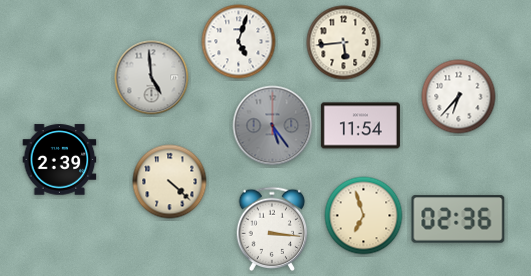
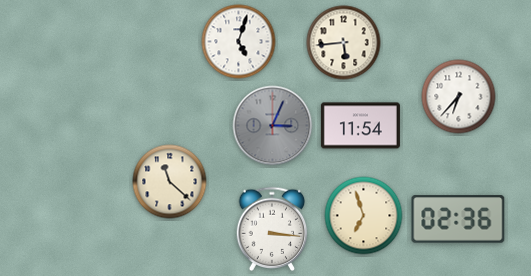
clock at (152, 78): 4:59 -> none
clock at (273, 126): 5:24 -> 3:04
clock at (60, 160): 2:39 -> none
clock at (170, 182): 4:22 -> 11:22
